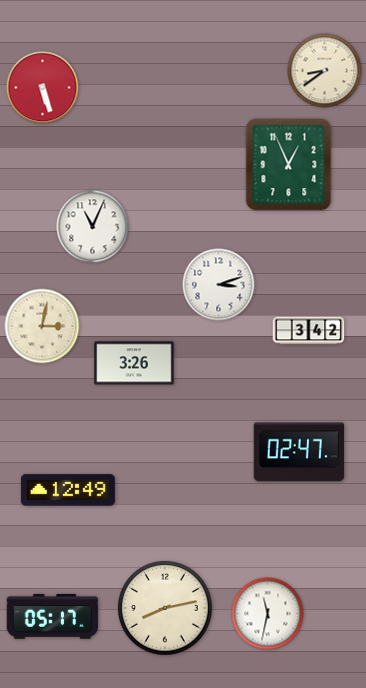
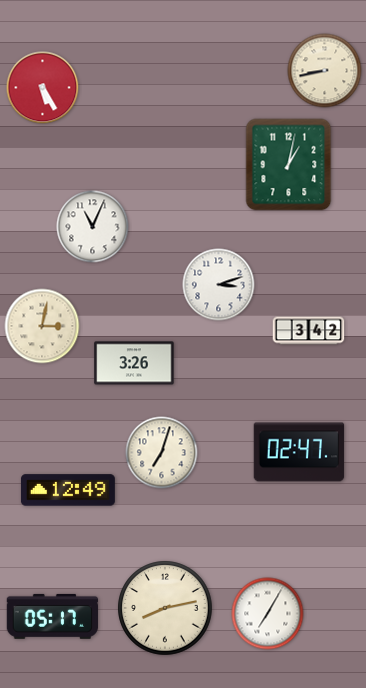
clock at (325, 71): 8:39 -> 8:43
clock at (43, 88): 5:27 -> 5:25
clock at (289, 165): 12:56 -> 1:02
clock at (162, 453): none -> 7:03
clock at (268, 614): 11:32 -> 7:05
